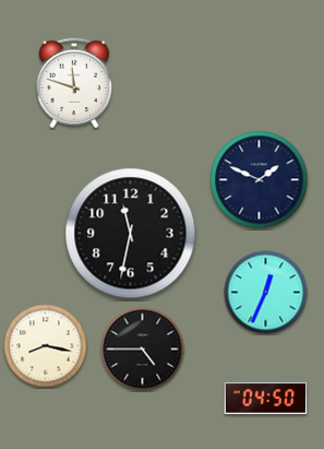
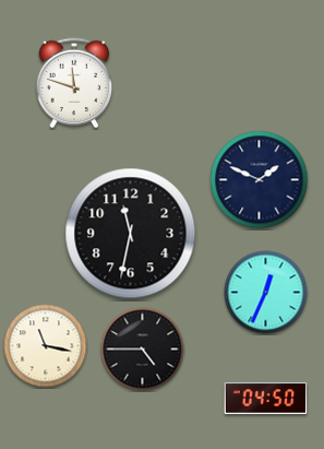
clock at (46, 346): 8:17 -> 11:17
